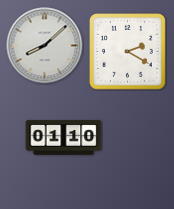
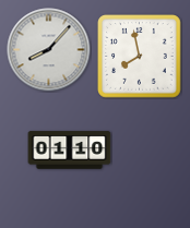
clock at (45, 46): 8:08 -> 8:07
clock at (128, 52): 2:20 -> 7:58
